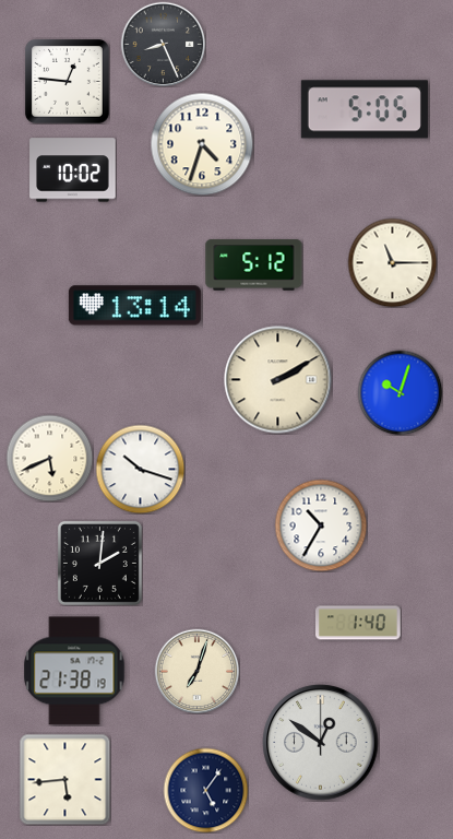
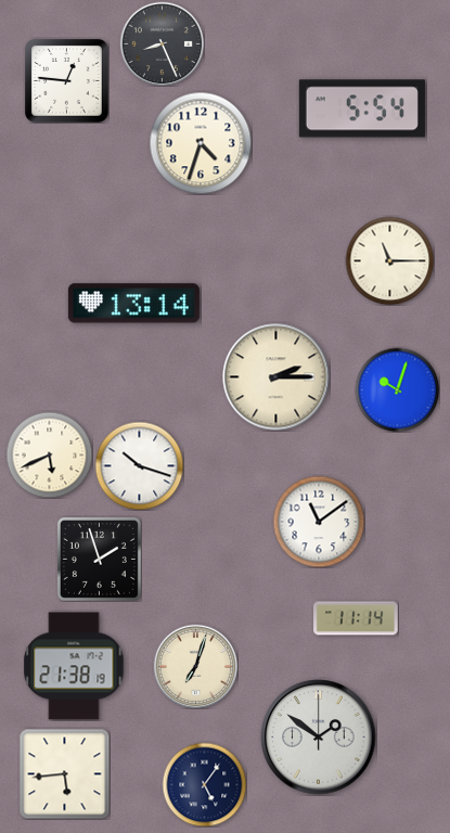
clock at (365, 109): 5:05 -> 5:54
clock at (73, 170): 10:02 -> none
clock at (254, 265): 5:12 -> none
clock at (278, 380): 2:10 -> 2:15
clock at (321, 525): 10:35 -> 11:09
clock at (99, 563): 2:01 -> 1:57
clock at (359, 623): 1:40 -> 11:14
clock at (321, 743): 12:51 -> 1:51
